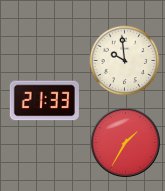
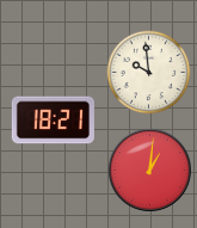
clock at (44, 101): 21:33 -> 18:21
clock at (125, 142): 1:35 -> 1:01
